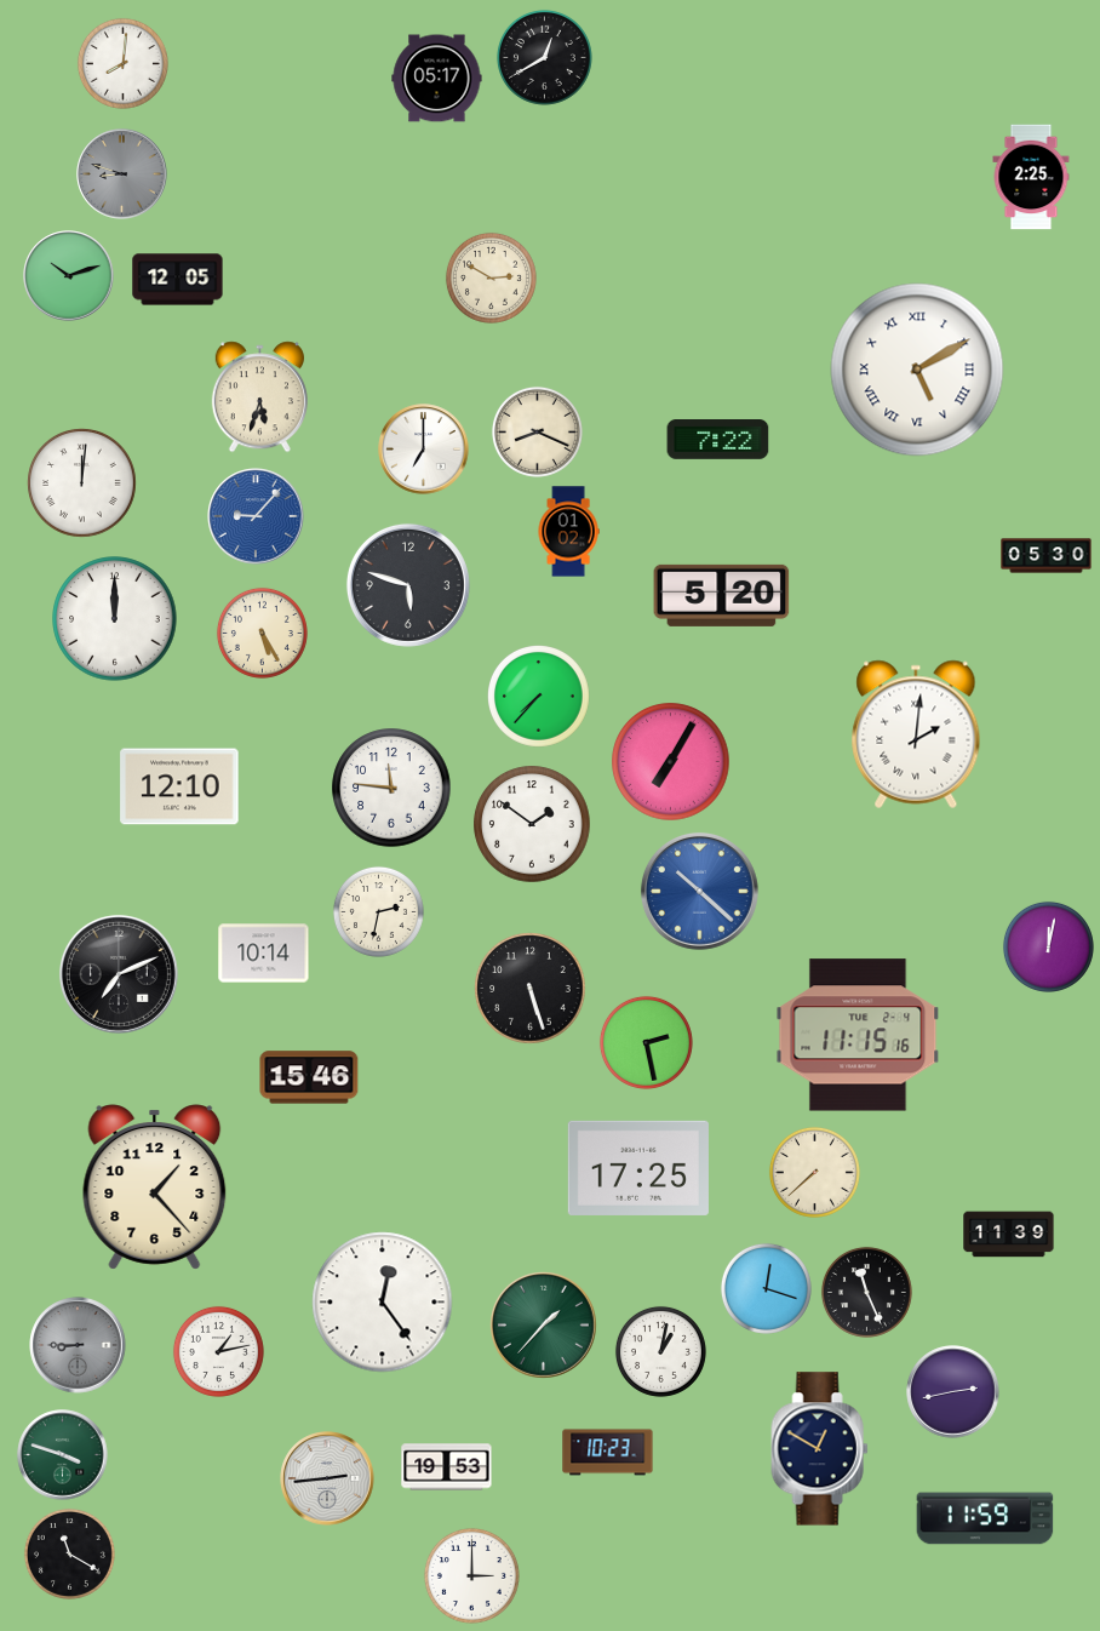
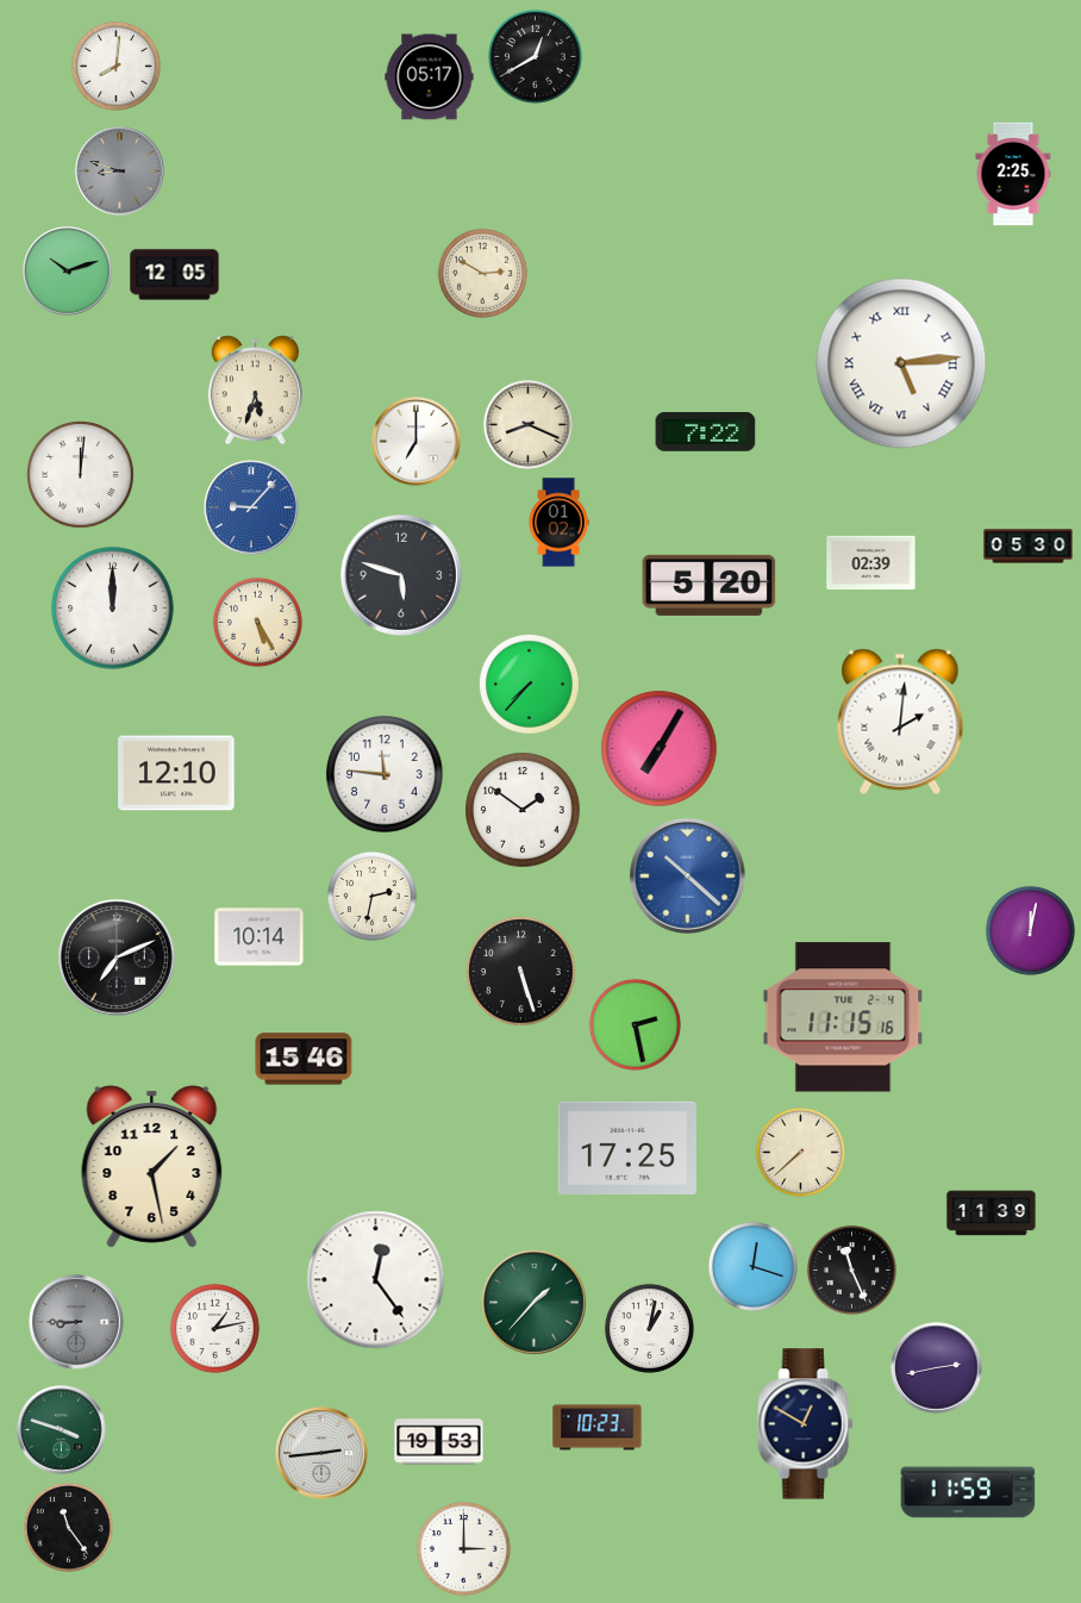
clock at (122, 63) position: (122, 63) -> (115, 66)
clock at (917, 370): 5:10 -> 5:14
clock at (871, 562): none -> 02:39
clock at (155, 1188): 1:23 -> 1:28
clock at (69, 1553): 11:20 -> 11:24
